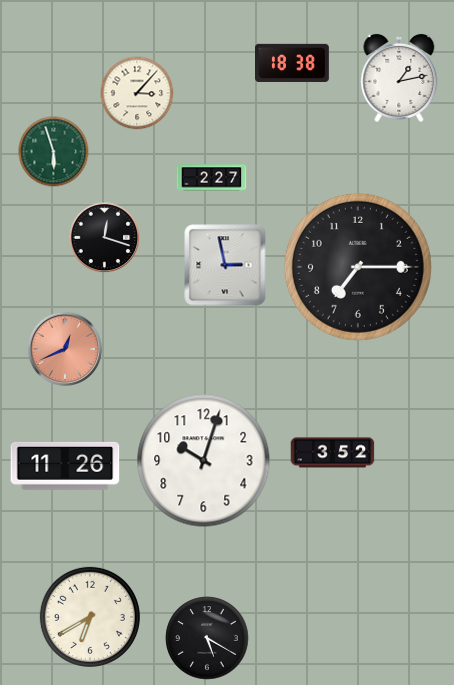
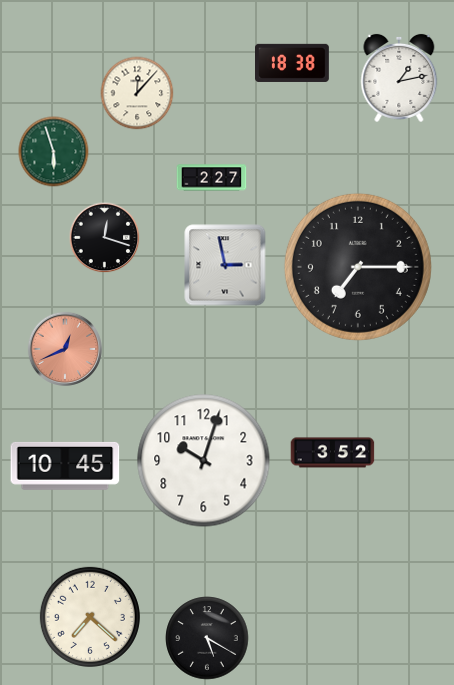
clock at (137, 93): 3:07 -> 12:07
clock at (65, 466): 11:26 -> 10:45
clock at (90, 617): 6:40 -> 7:22
